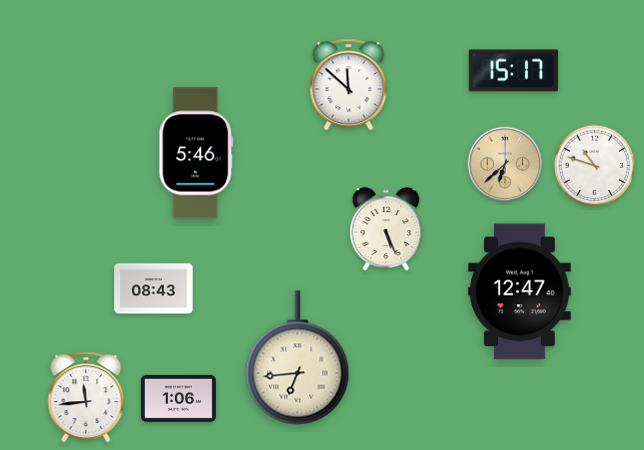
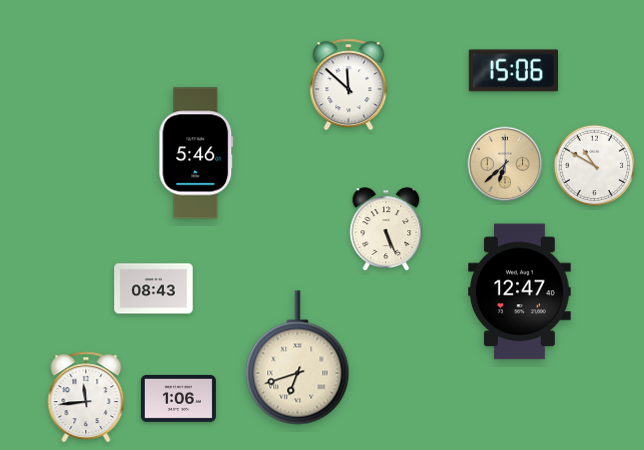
clock at (513, 71): 15:17 -> 15:06
clock at (595, 166): 10:48 -> 10:50
clock at (298, 358): 6:44 -> 6:42
